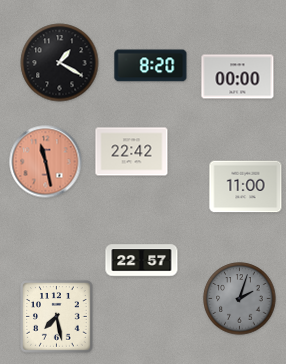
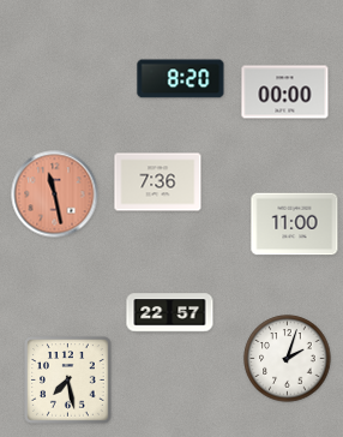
clock at (60, 63): 1:20 -> none
clock at (132, 152): 22:42 -> 7:36
clock at (240, 299) dial: grey -> white
